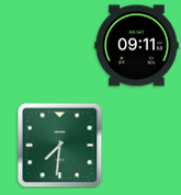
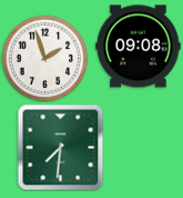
clock at (137, 46): 09:11 -> 09:08
clock at (44, 58): none -> 1:57
